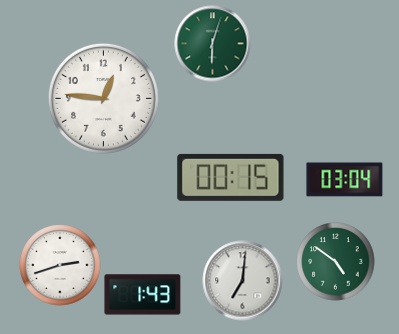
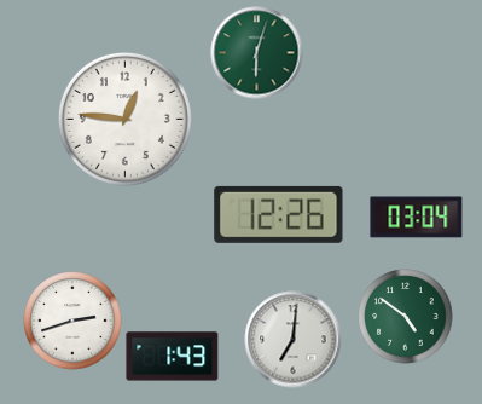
clock at (231, 177): 00:15 -> 12:26
